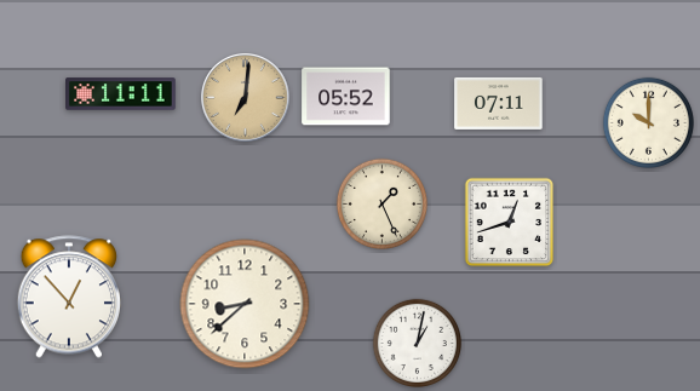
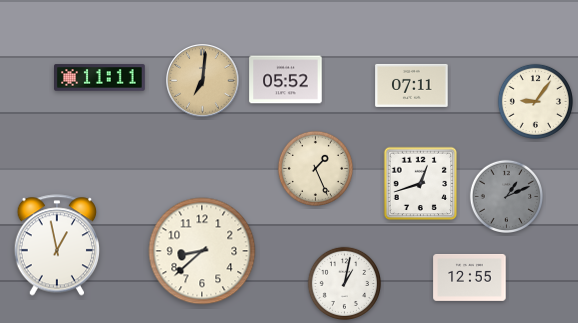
clock at (648, 122): 10:00 -> 9:06
clock at (506, 196): none -> 1:11
clock at (68, 297): 12:53 -> 12:58
clock at (470, 278): none -> 12:55
